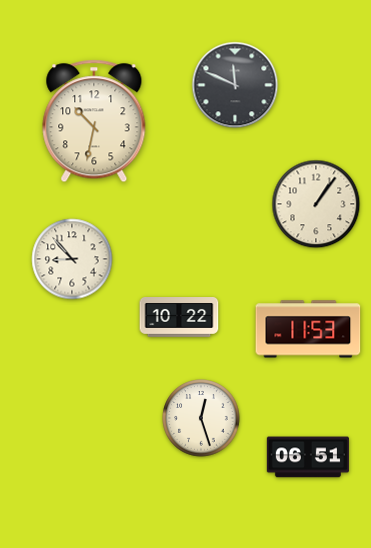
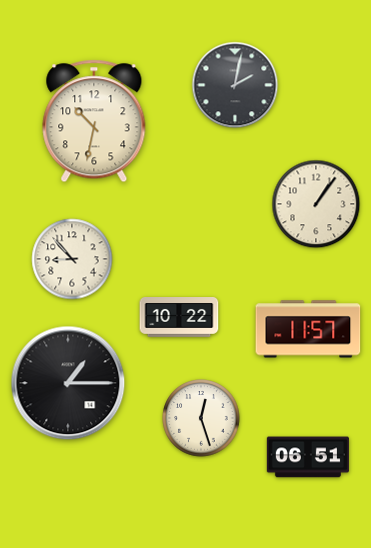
clock at (235, 85): 11:49 -> 2:02
clock at (308, 329): 11:53 -> 11:57
clock at (68, 383): none -> 1:15
